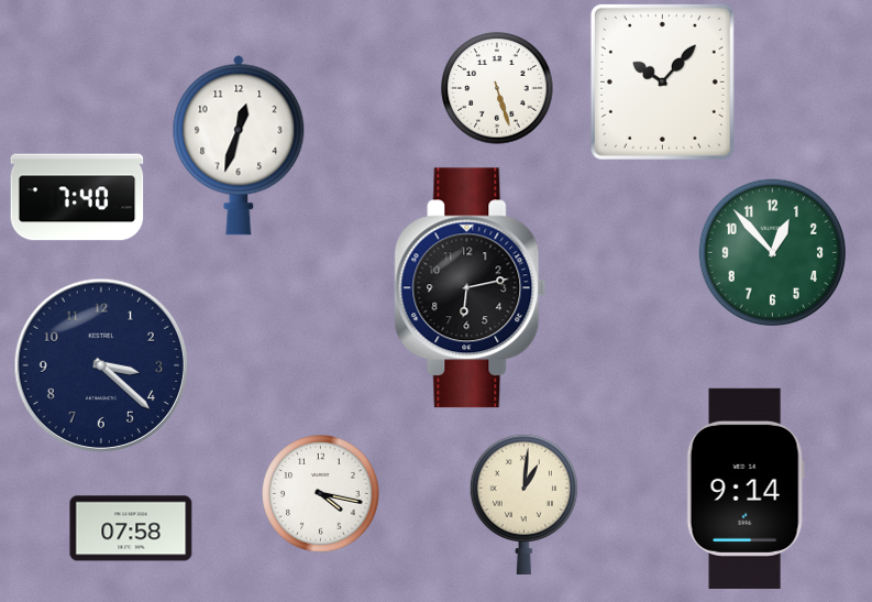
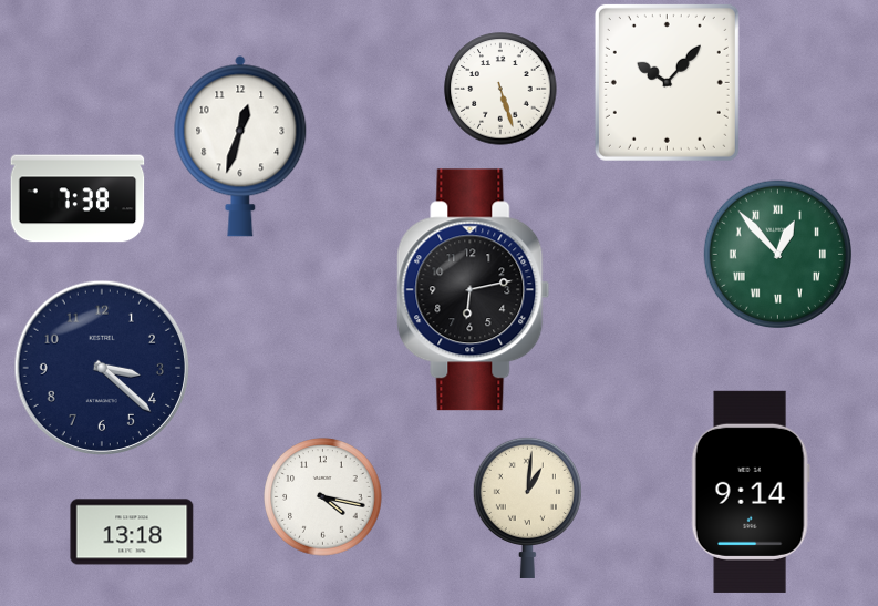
clock at (77, 197): 7:40 -> 7:38
clock at (772, 252) numerals: Arabic -> Roman
clock at (131, 528): 07:58 -> 13:18
